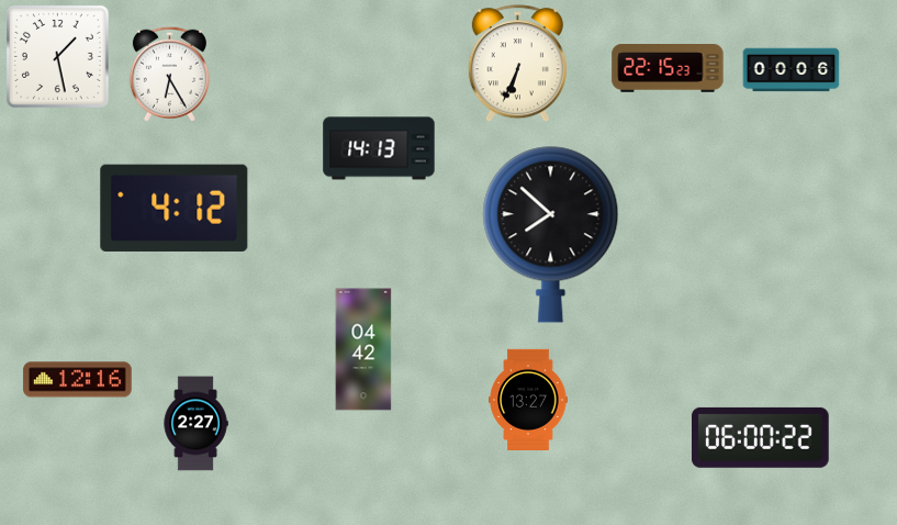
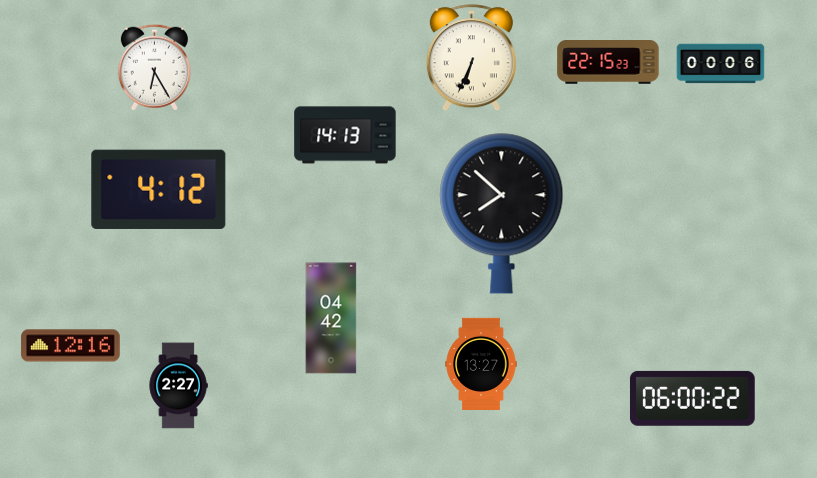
clock at (57, 56): 1:28 -> none
